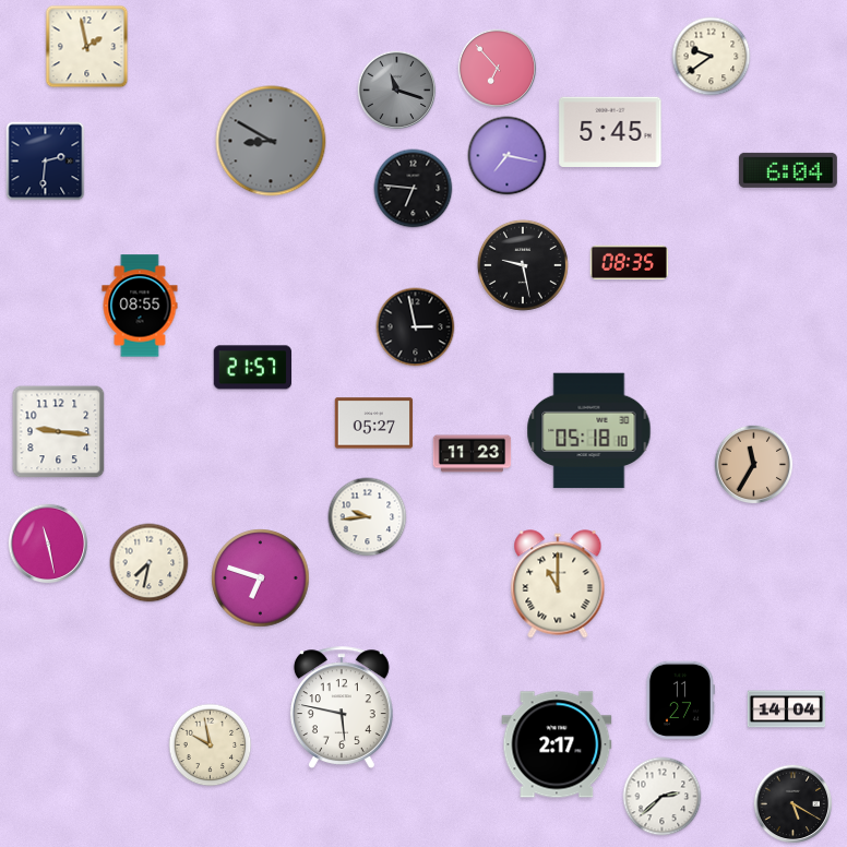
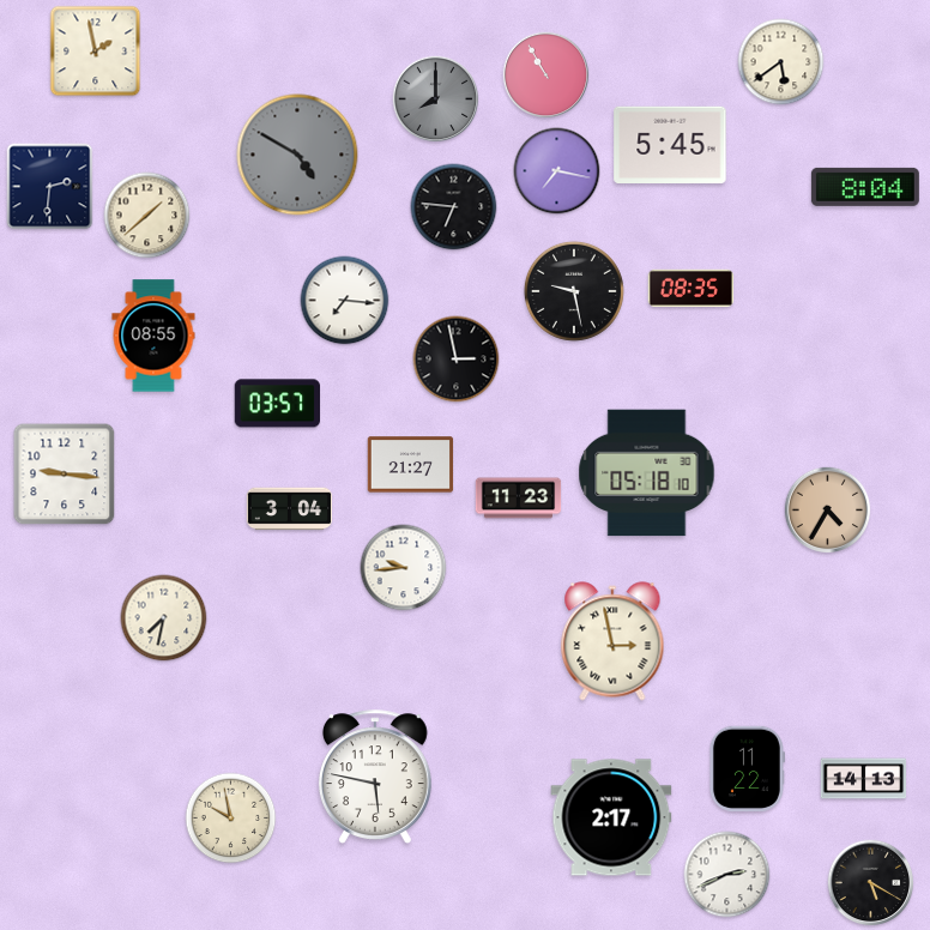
clock at (712, 57): 9:39 -> 5:39
clock at (498, 69): 6:53 -> 10:55
clock at (397, 91): 11:18 -> 8:00
clock at (271, 141): 8:50 -> 4:50
clock at (46, 162) position: (46, 162) -> (50, 187)
clock at (788, 170): 6:04 -> 8:04
clock at (147, 216): none -> 1:38
clock at (345, 301): none -> 7:16
clock at (252, 368): 21:57 -> 03:57
clock at (374, 423): 05:27 -> 21:27
clock at (290, 509): none -> 3:04
clock at (754, 465): 11:35 -> 4:35
clock at (48, 544): 11:28 -> none
clock at (261, 578): 6:48 -> none
clock at (558, 584): 11:00 -> 2:58
clock at (680, 701): 11:27 -> 11:22
clock at (787, 709): 14:04 -> 14:13
clock at (663, 797): 2:38 -> 2:41
